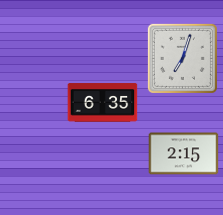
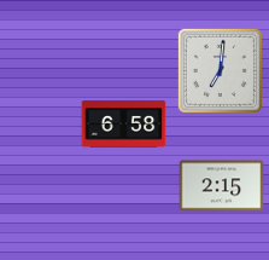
clock at (182, 58): 7:03 -> 7:01
clock at (103, 103): 6:35 -> 6:58
